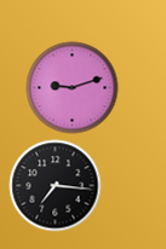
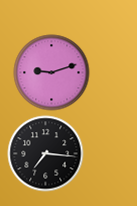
clock at (73, 88) position: (73, 88) -> (52, 73)
